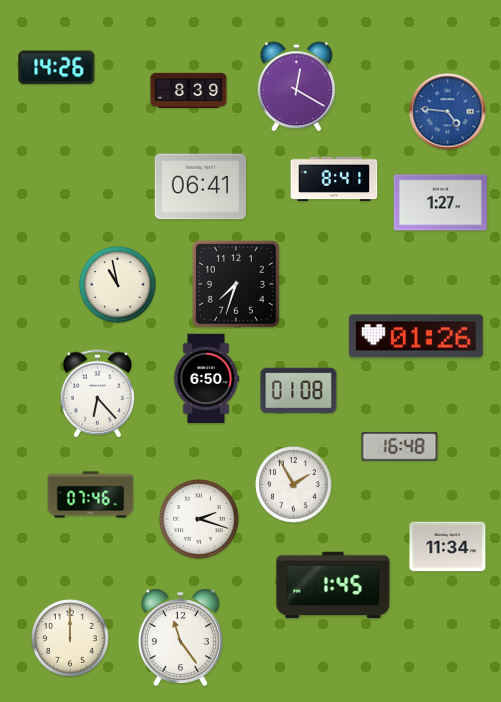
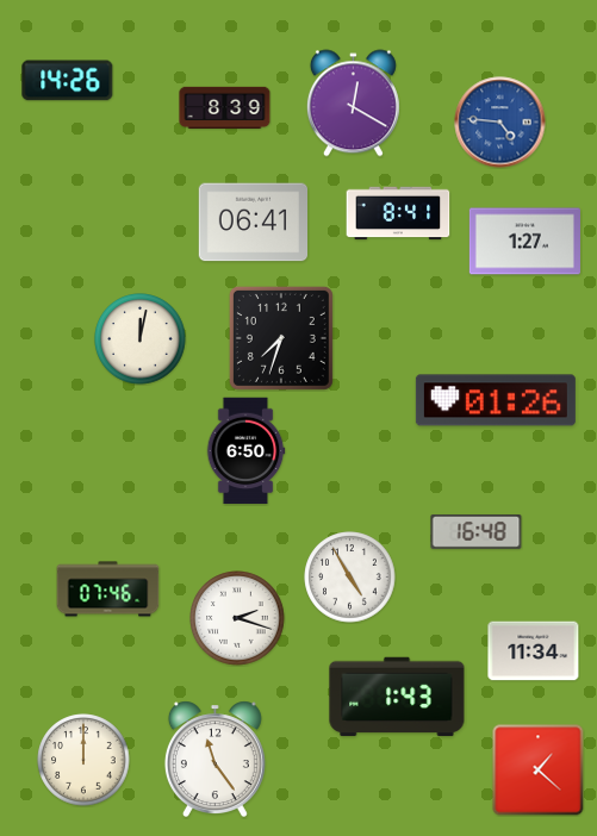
clock at (448, 112) position: (448, 112) -> (500, 123)
clock at (200, 187) position: (200, 187) -> (253, 223)
clock at (118, 285): 10:58 -> 12:02
clock at (299, 391): 01:08 -> none
clock at (97, 394): 6:23 -> none
clock at (294, 485): 1:55 -> 4:55
clock at (333, 585): 1:45 -> 1:43
clock at (539, 771): none -> 1:22
